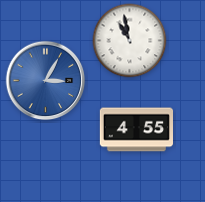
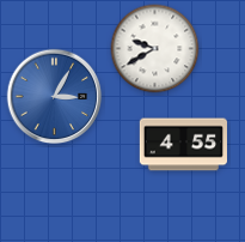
clock at (130, 41): 10:58 -> 9:40
clock at (136, 130) position: (136, 130) -> (183, 145)
